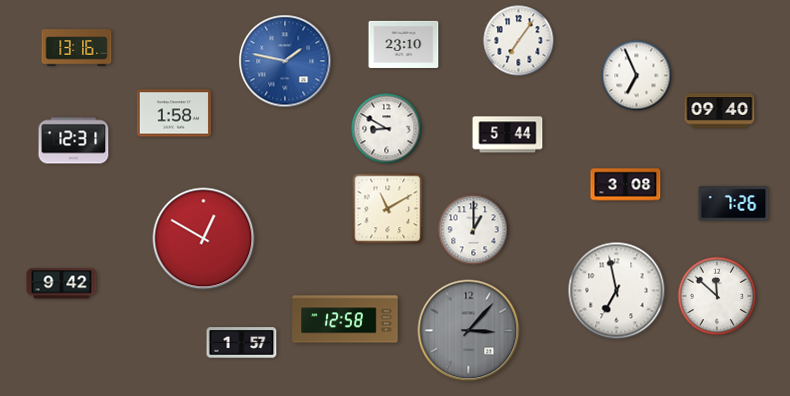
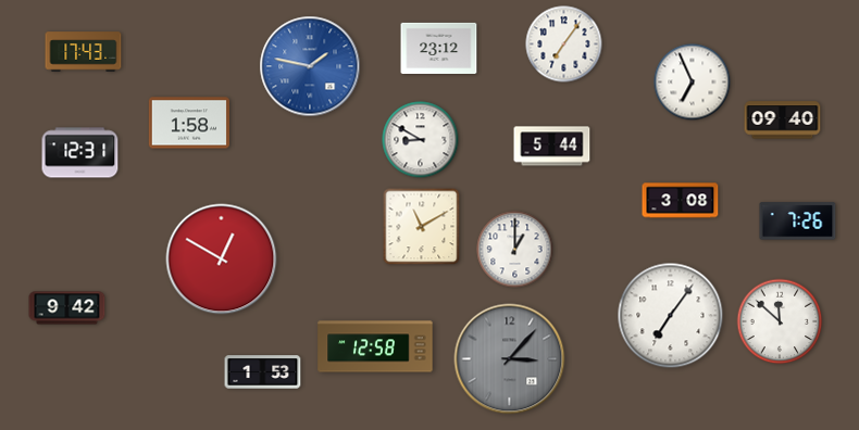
clock at (404, 44): 23:10 -> 23:12
clock at (77, 48): 13:16 -> 17:43
clock at (617, 291): 6:58 -> 7:06
clock at (242, 343): 1:57 -> 1:53
